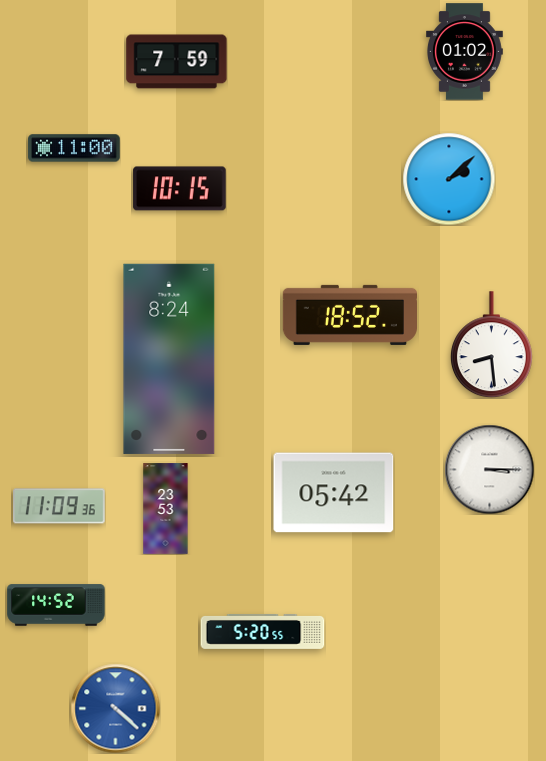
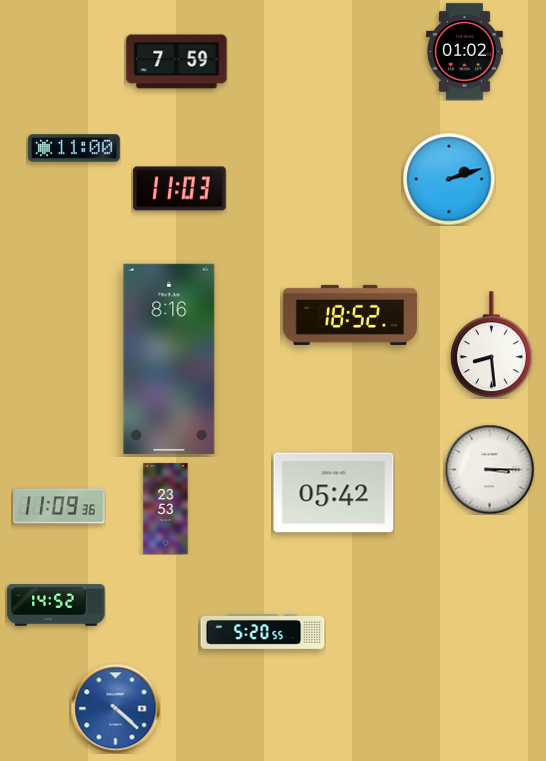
clock at (449, 179): 2:08 -> 2:12
clock at (180, 189): 10:15 -> 11:03
clock at (169, 359): 8:24 -> 8:16
